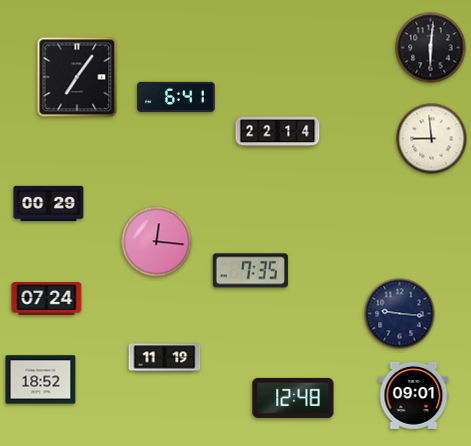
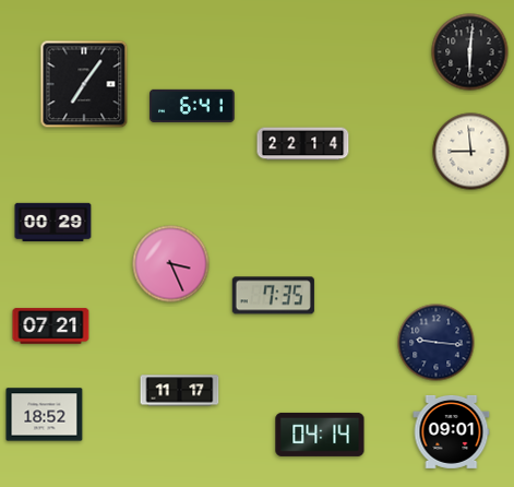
clock at (157, 242): 12:16 -> 3:26
clock at (47, 299): 07:24 -> 07:21
clock at (165, 358): 11:19 -> 11:17
clock at (293, 398): 12:48 -> 04:14
